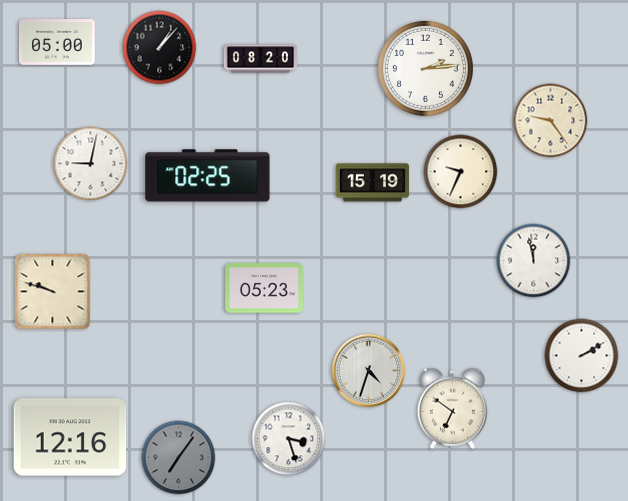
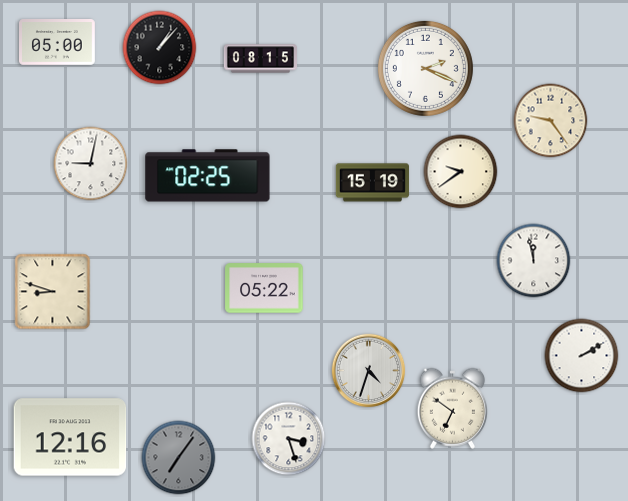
clock at (260, 59): 08:20 -> 08:15
clock at (425, 68): 2:14 -> 2:19
clock at (461, 172): 9:34 -> 9:39
clock at (264, 288): 05:23 -> 05:22
clock at (53, 292): 9:48 -> 8:48
